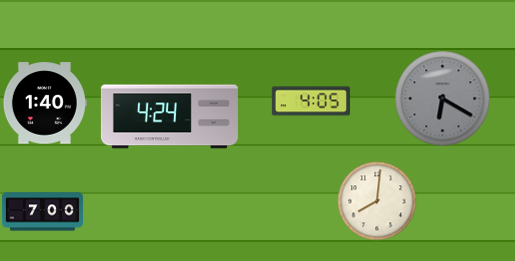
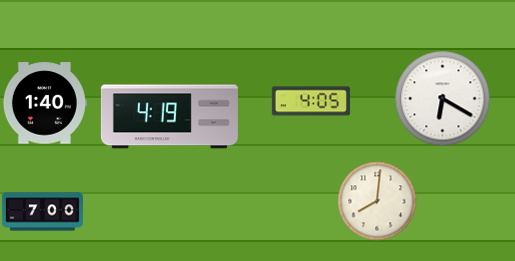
clock at (442, 98) dial: grey -> white
clock at (169, 117): 4:24 -> 4:19
